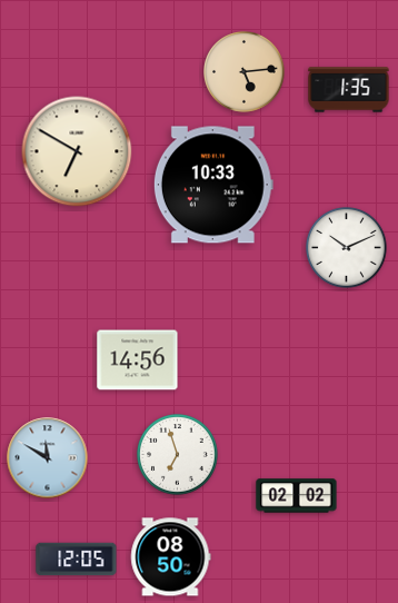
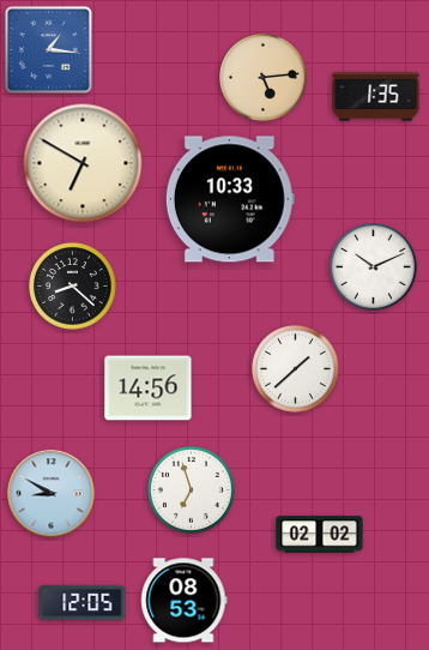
clock at (48, 49): none -> 1:16
clock at (73, 287): none -> 8:22
clock at (296, 369): none -> 1:38
clock at (48, 458): 11:50 -> 8:50
clock at (171, 557): 08:50 -> 08:53
